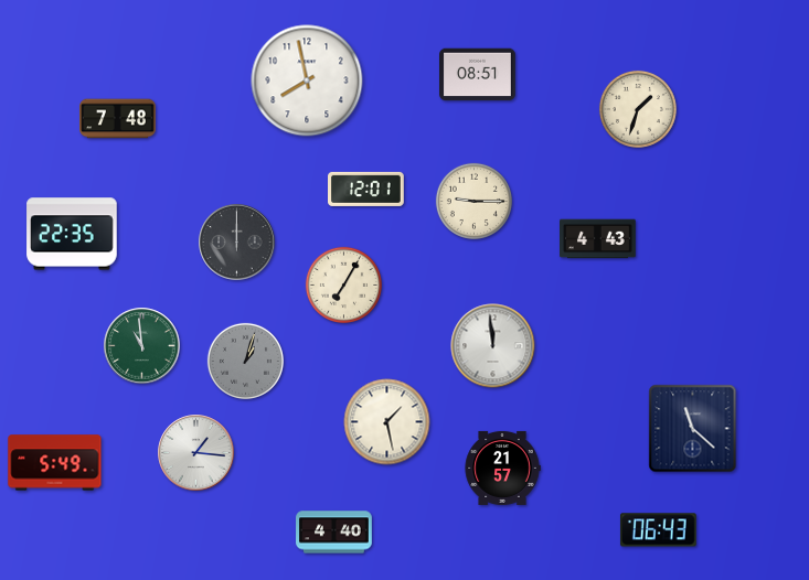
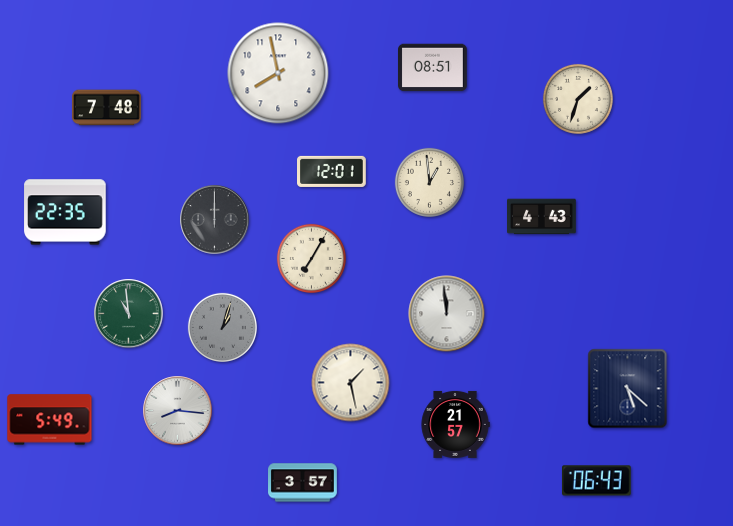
clock at (473, 201): 9:15 -> 12:59
clock at (693, 429): 11:22 -> 5:22
clock at (196, 453): 1:16 -> 8:16
clock at (334, 533): 4:40 -> 3:57
